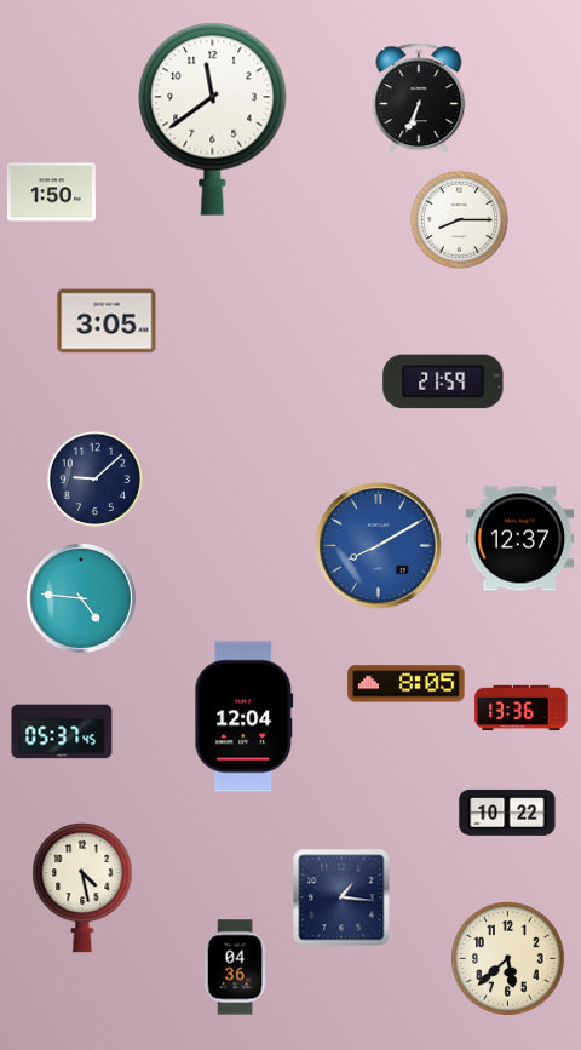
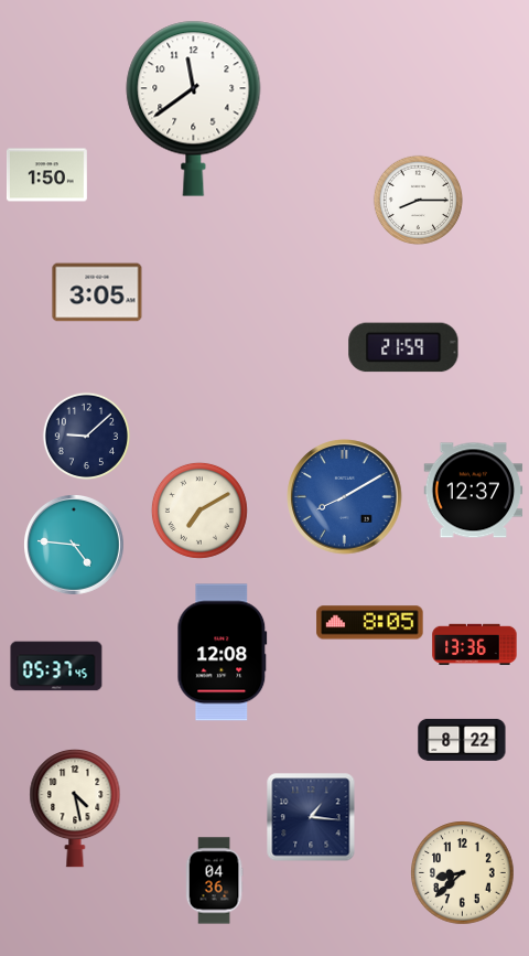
clock at (419, 98): 6:34 -> none
clock at (199, 511): none -> 7:10
clock at (245, 717): 12:04 -> 12:08
clock at (507, 813): 10:22 -> 8:22
clock at (508, 959): 5:38 -> 8:38
